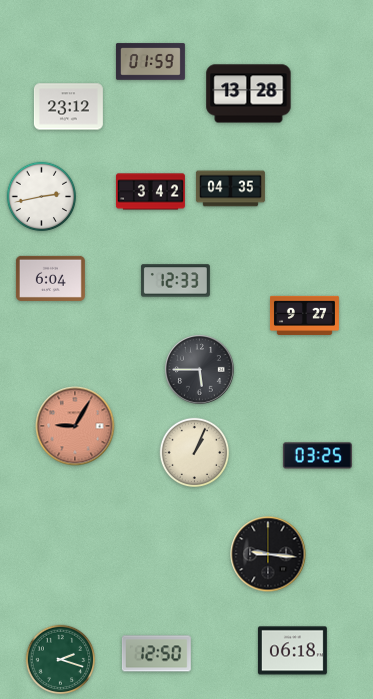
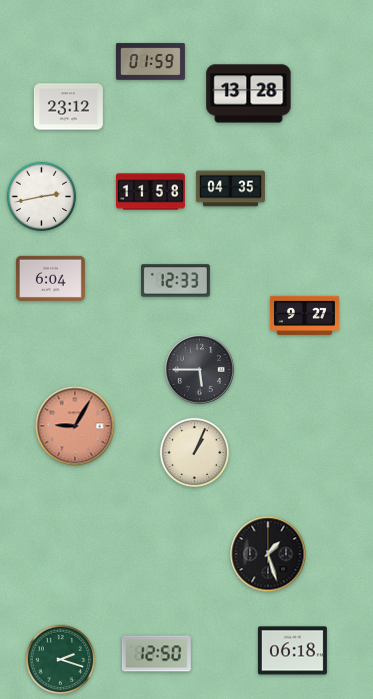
clock at (150, 192): 3:42 -> 11:58
clock at (317, 456): 03:25 -> none
clock at (268, 554): 9:16 -> 1:27
